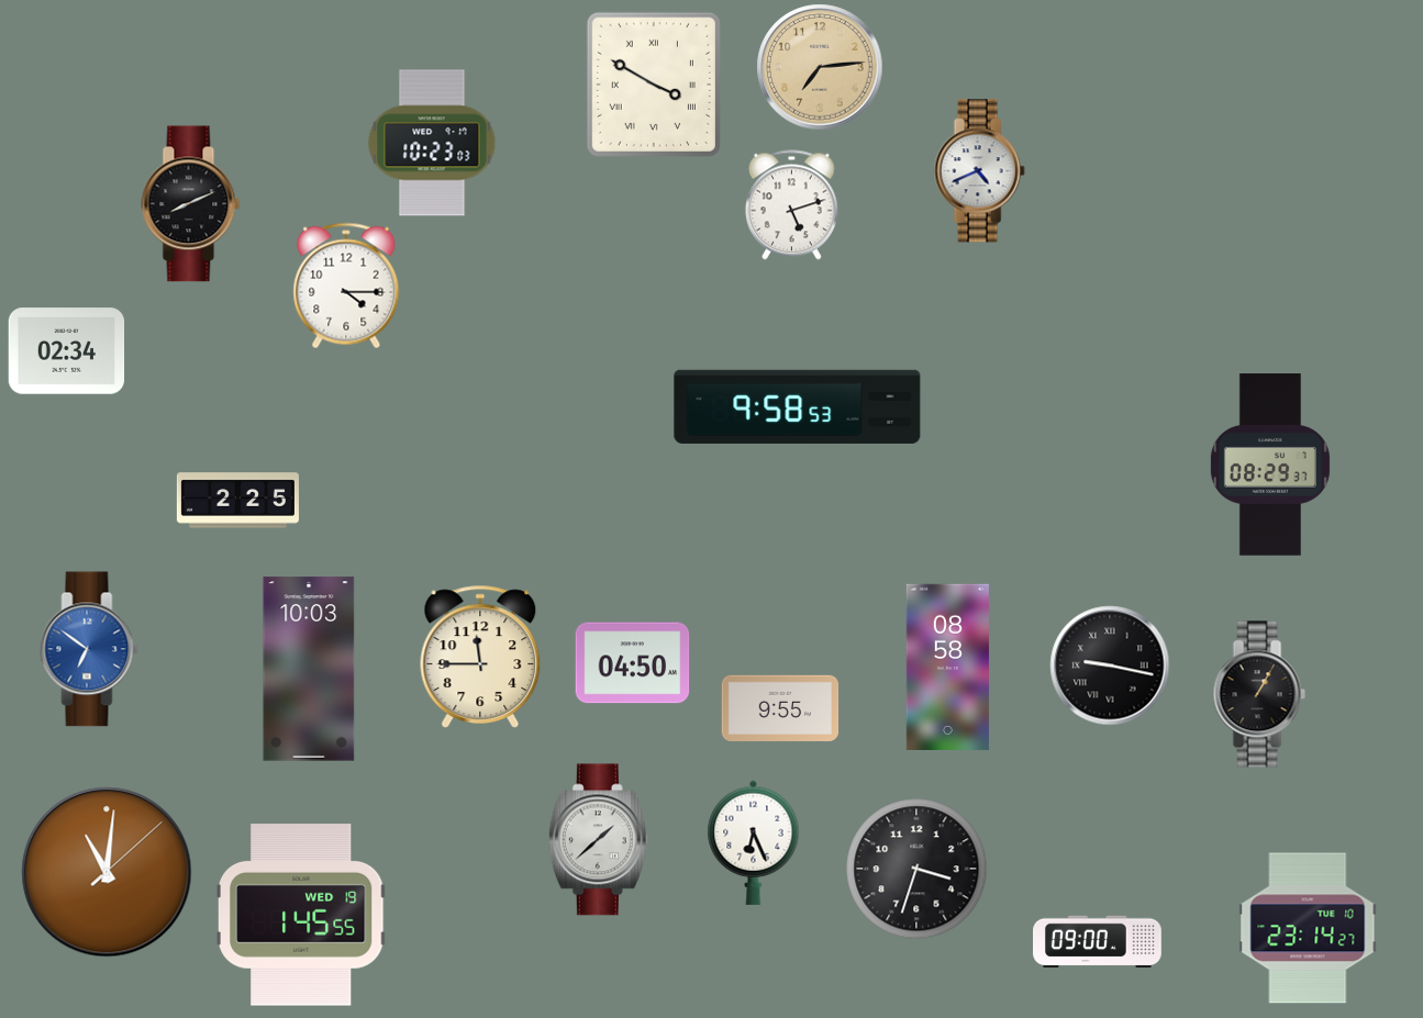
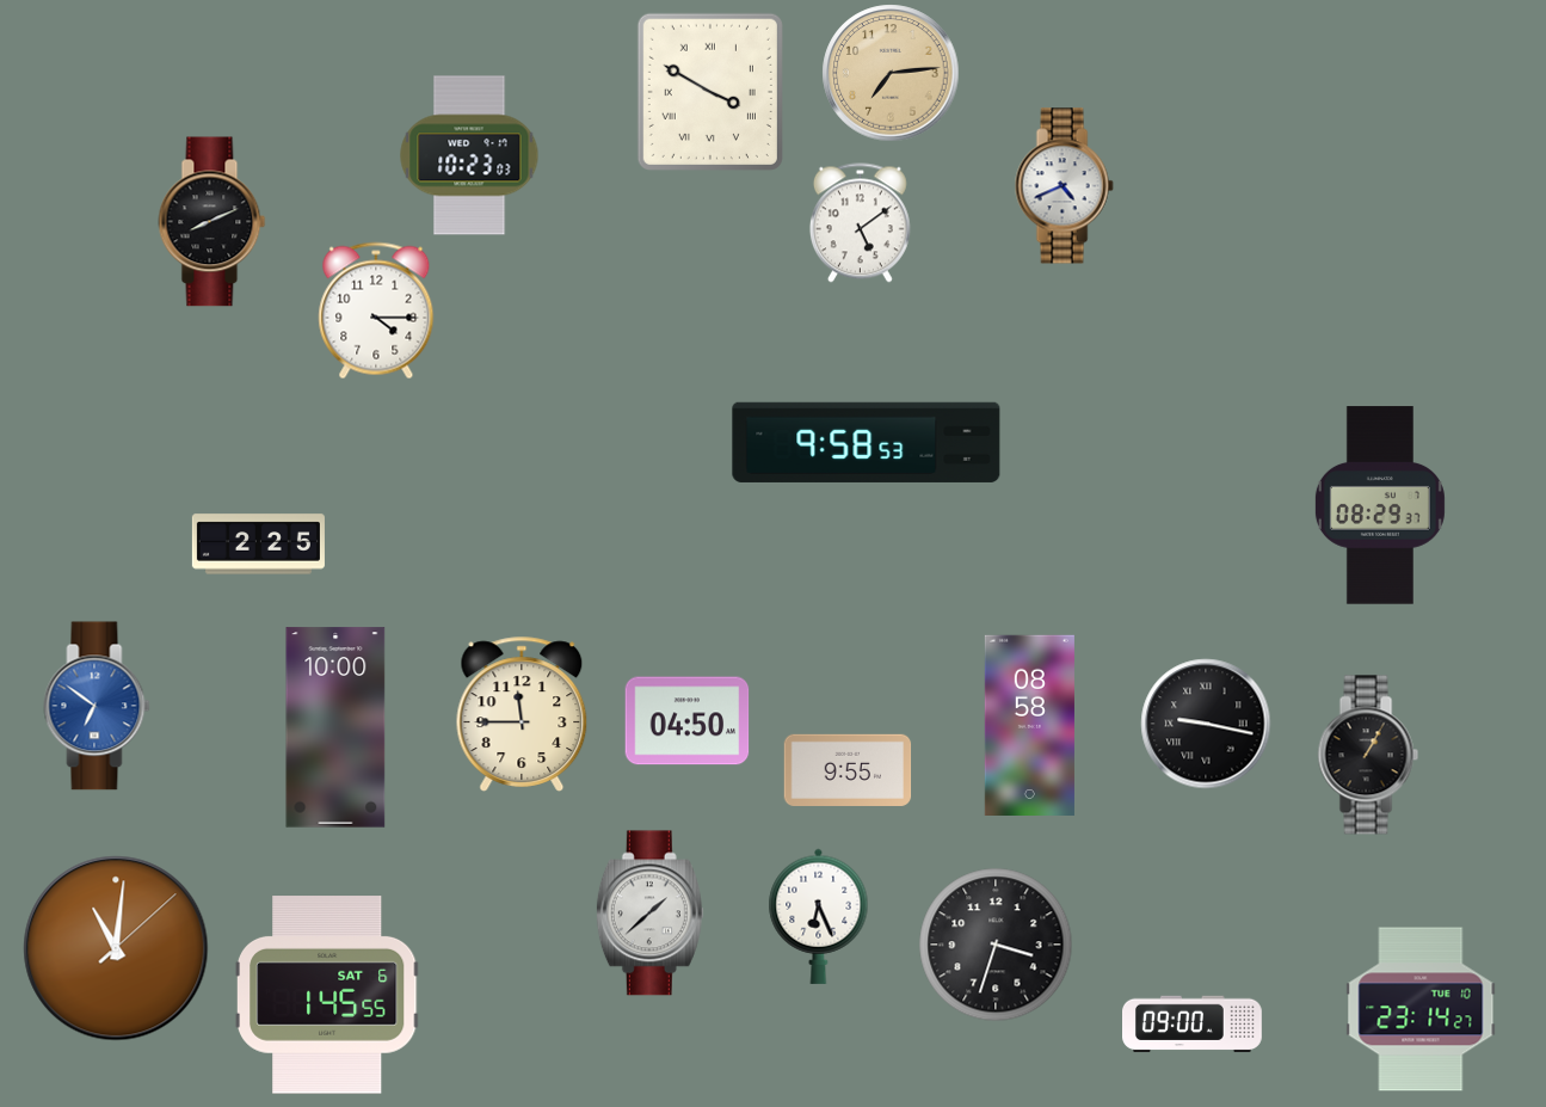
clock at (191, 204) position: (191, 204) -> (213, 222)
clock at (791, 205): 5:12 -> 5:09
clock at (67, 351): 02:34 -> none
clock at (309, 669): 10:03 -> 10:00
clock at (301, 916) date: WED 19 -> SAT 6
